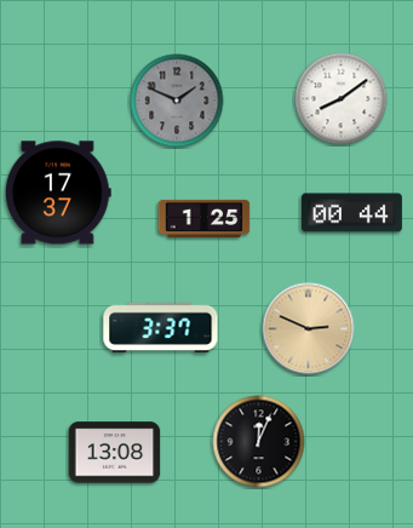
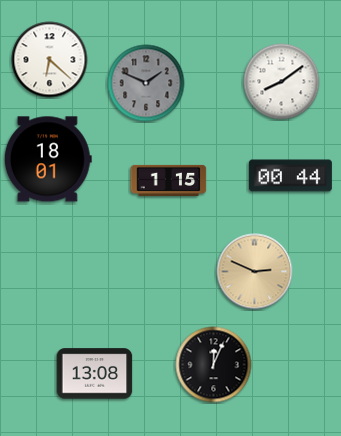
clock at (50, 60): none -> 6:22
clock at (58, 193): 17:37 -> 18:01
clock at (205, 218): 1:25 -> 1:15
clock at (161, 328): 3:37 -> none
